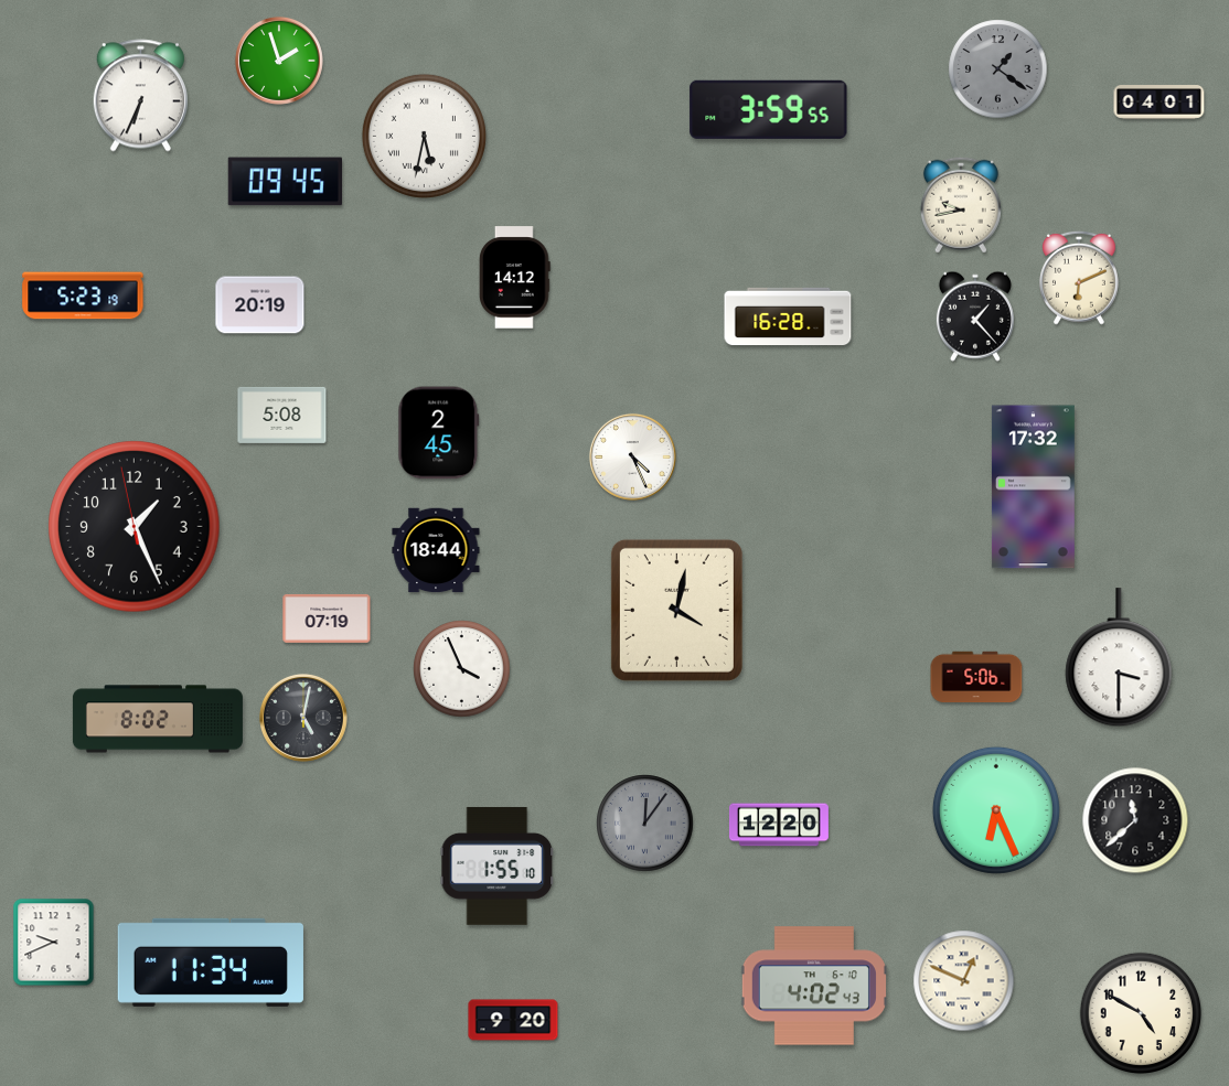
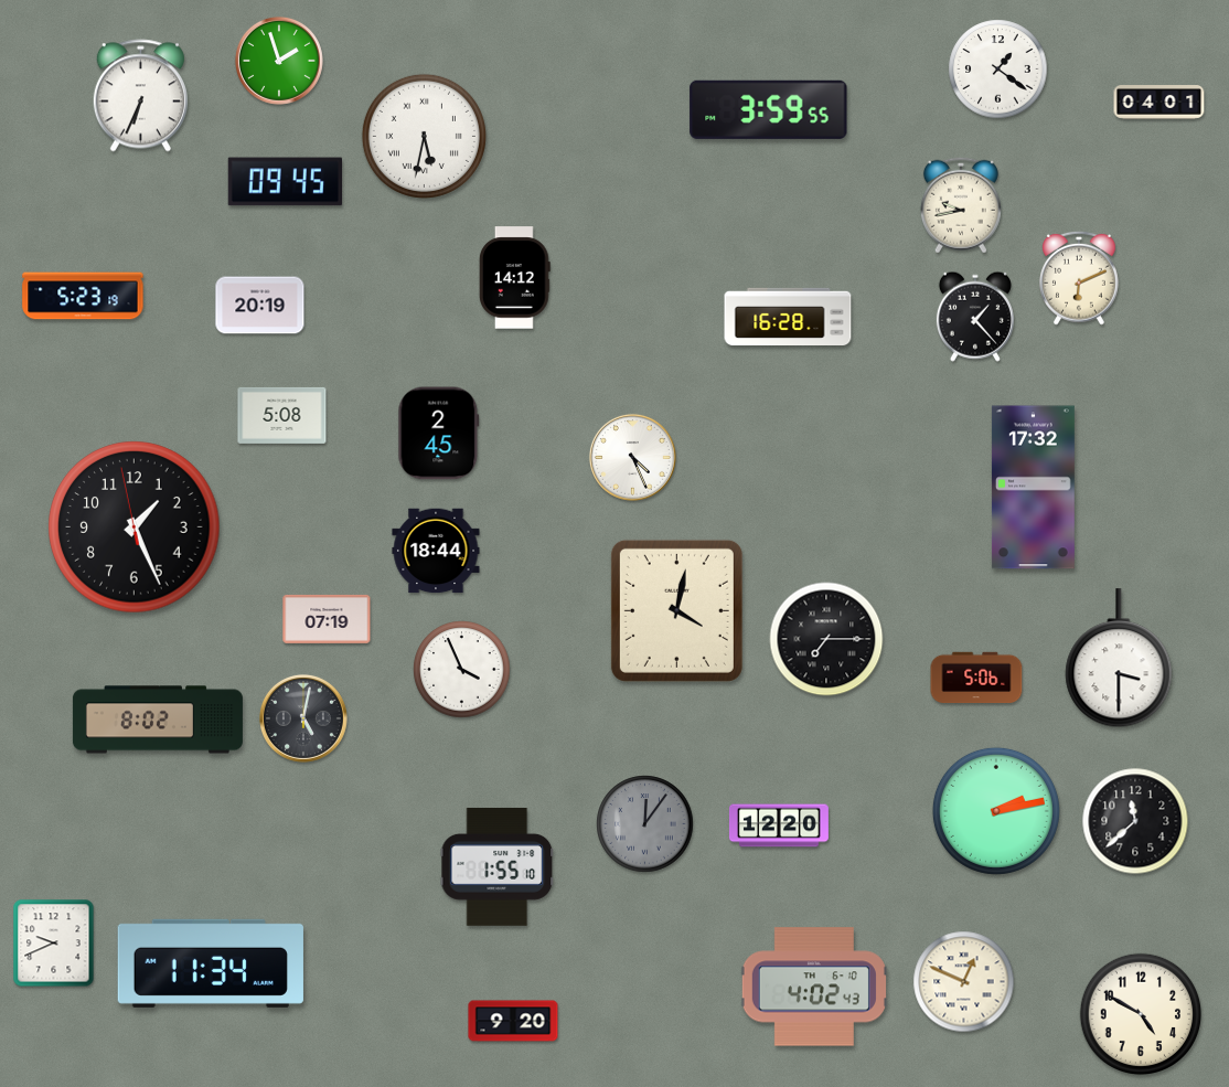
clock at (998, 69) dial: grey -> white
clock at (826, 639): none -> 7:15
clock at (996, 810): 6:26 -> 2:13
